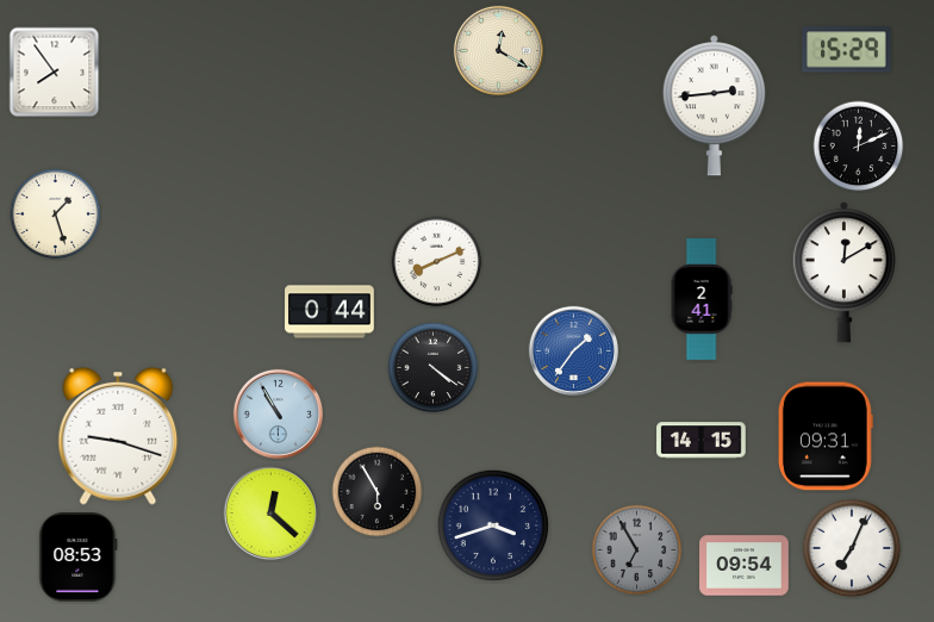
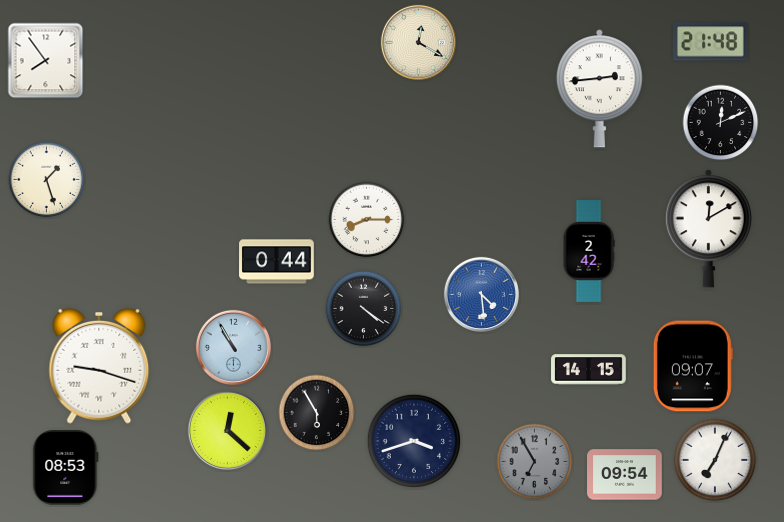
clock at (847, 50): 15:29 -> 21:48
clock at (437, 262): 8:11 -> 8:15
clock at (702, 300): 2:41 -> 2:42
clock at (573, 350): 1:36 -> 4:29
clock at (826, 436): 09:31 -> 09:07
